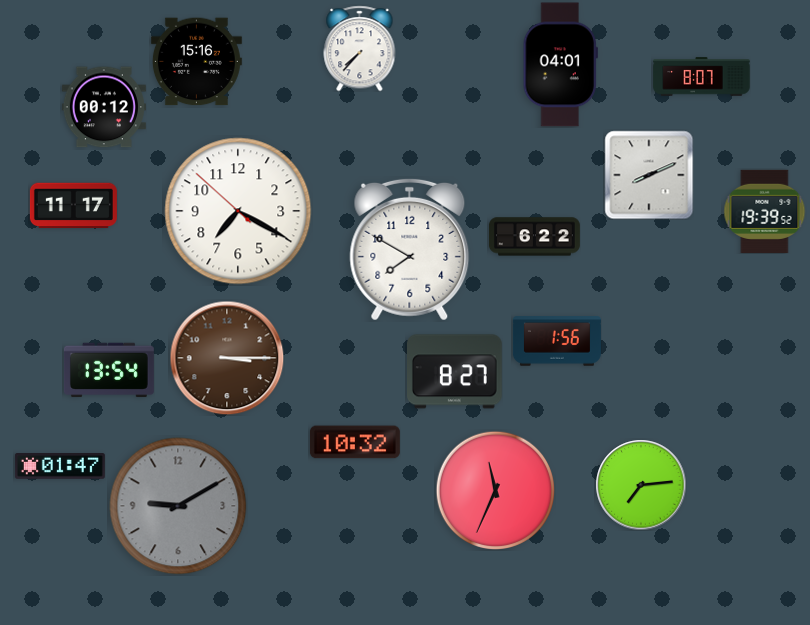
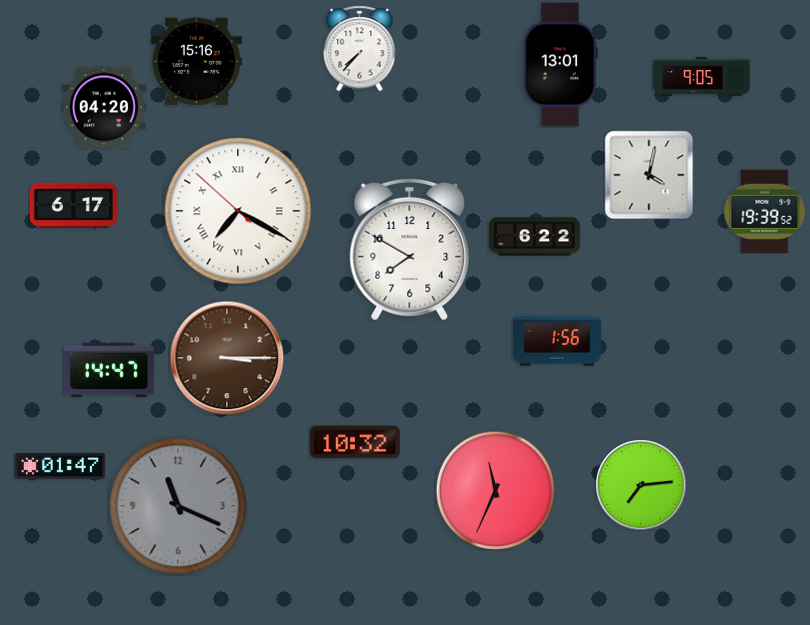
clock at (560, 65): 04:01 -> 13:01
clock at (702, 77): 8:07 -> 9:05
clock at (104, 107): 00:12 -> 04:20
clock at (649, 175): 8:11 -> 4:02
clock at (73, 206): 11:17 -> 6:17
clock at (238, 211) numerals: Arabic -> Roman
clock at (109, 370): 13:54 -> 14:47
clock at (455, 372): 8:27 -> none
clock at (178, 506): 9:10 -> 11:19
